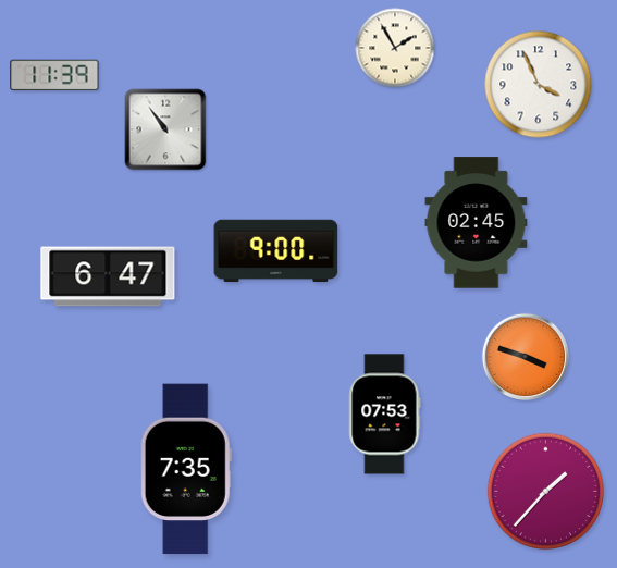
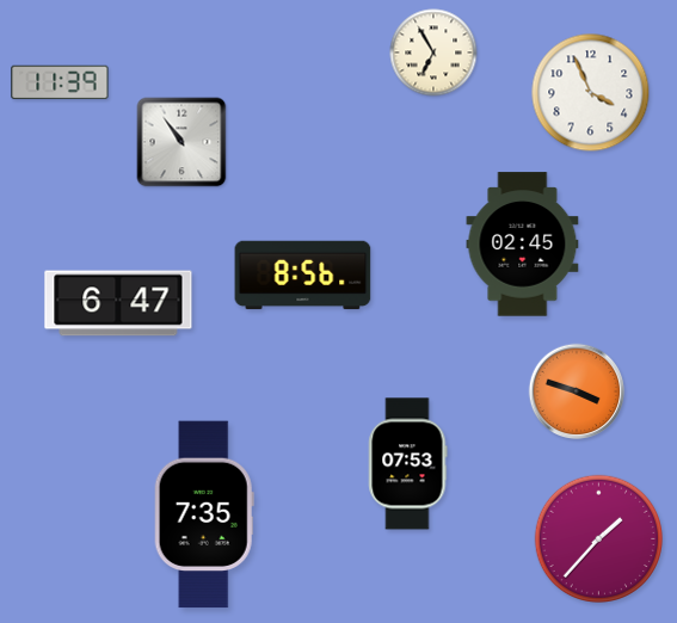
clock at (395, 48): 1:55 -> 6:55
clock at (276, 251): 9:00 -> 8:56
clock at (385, 415) position: (385, 415) -> (408, 464)
